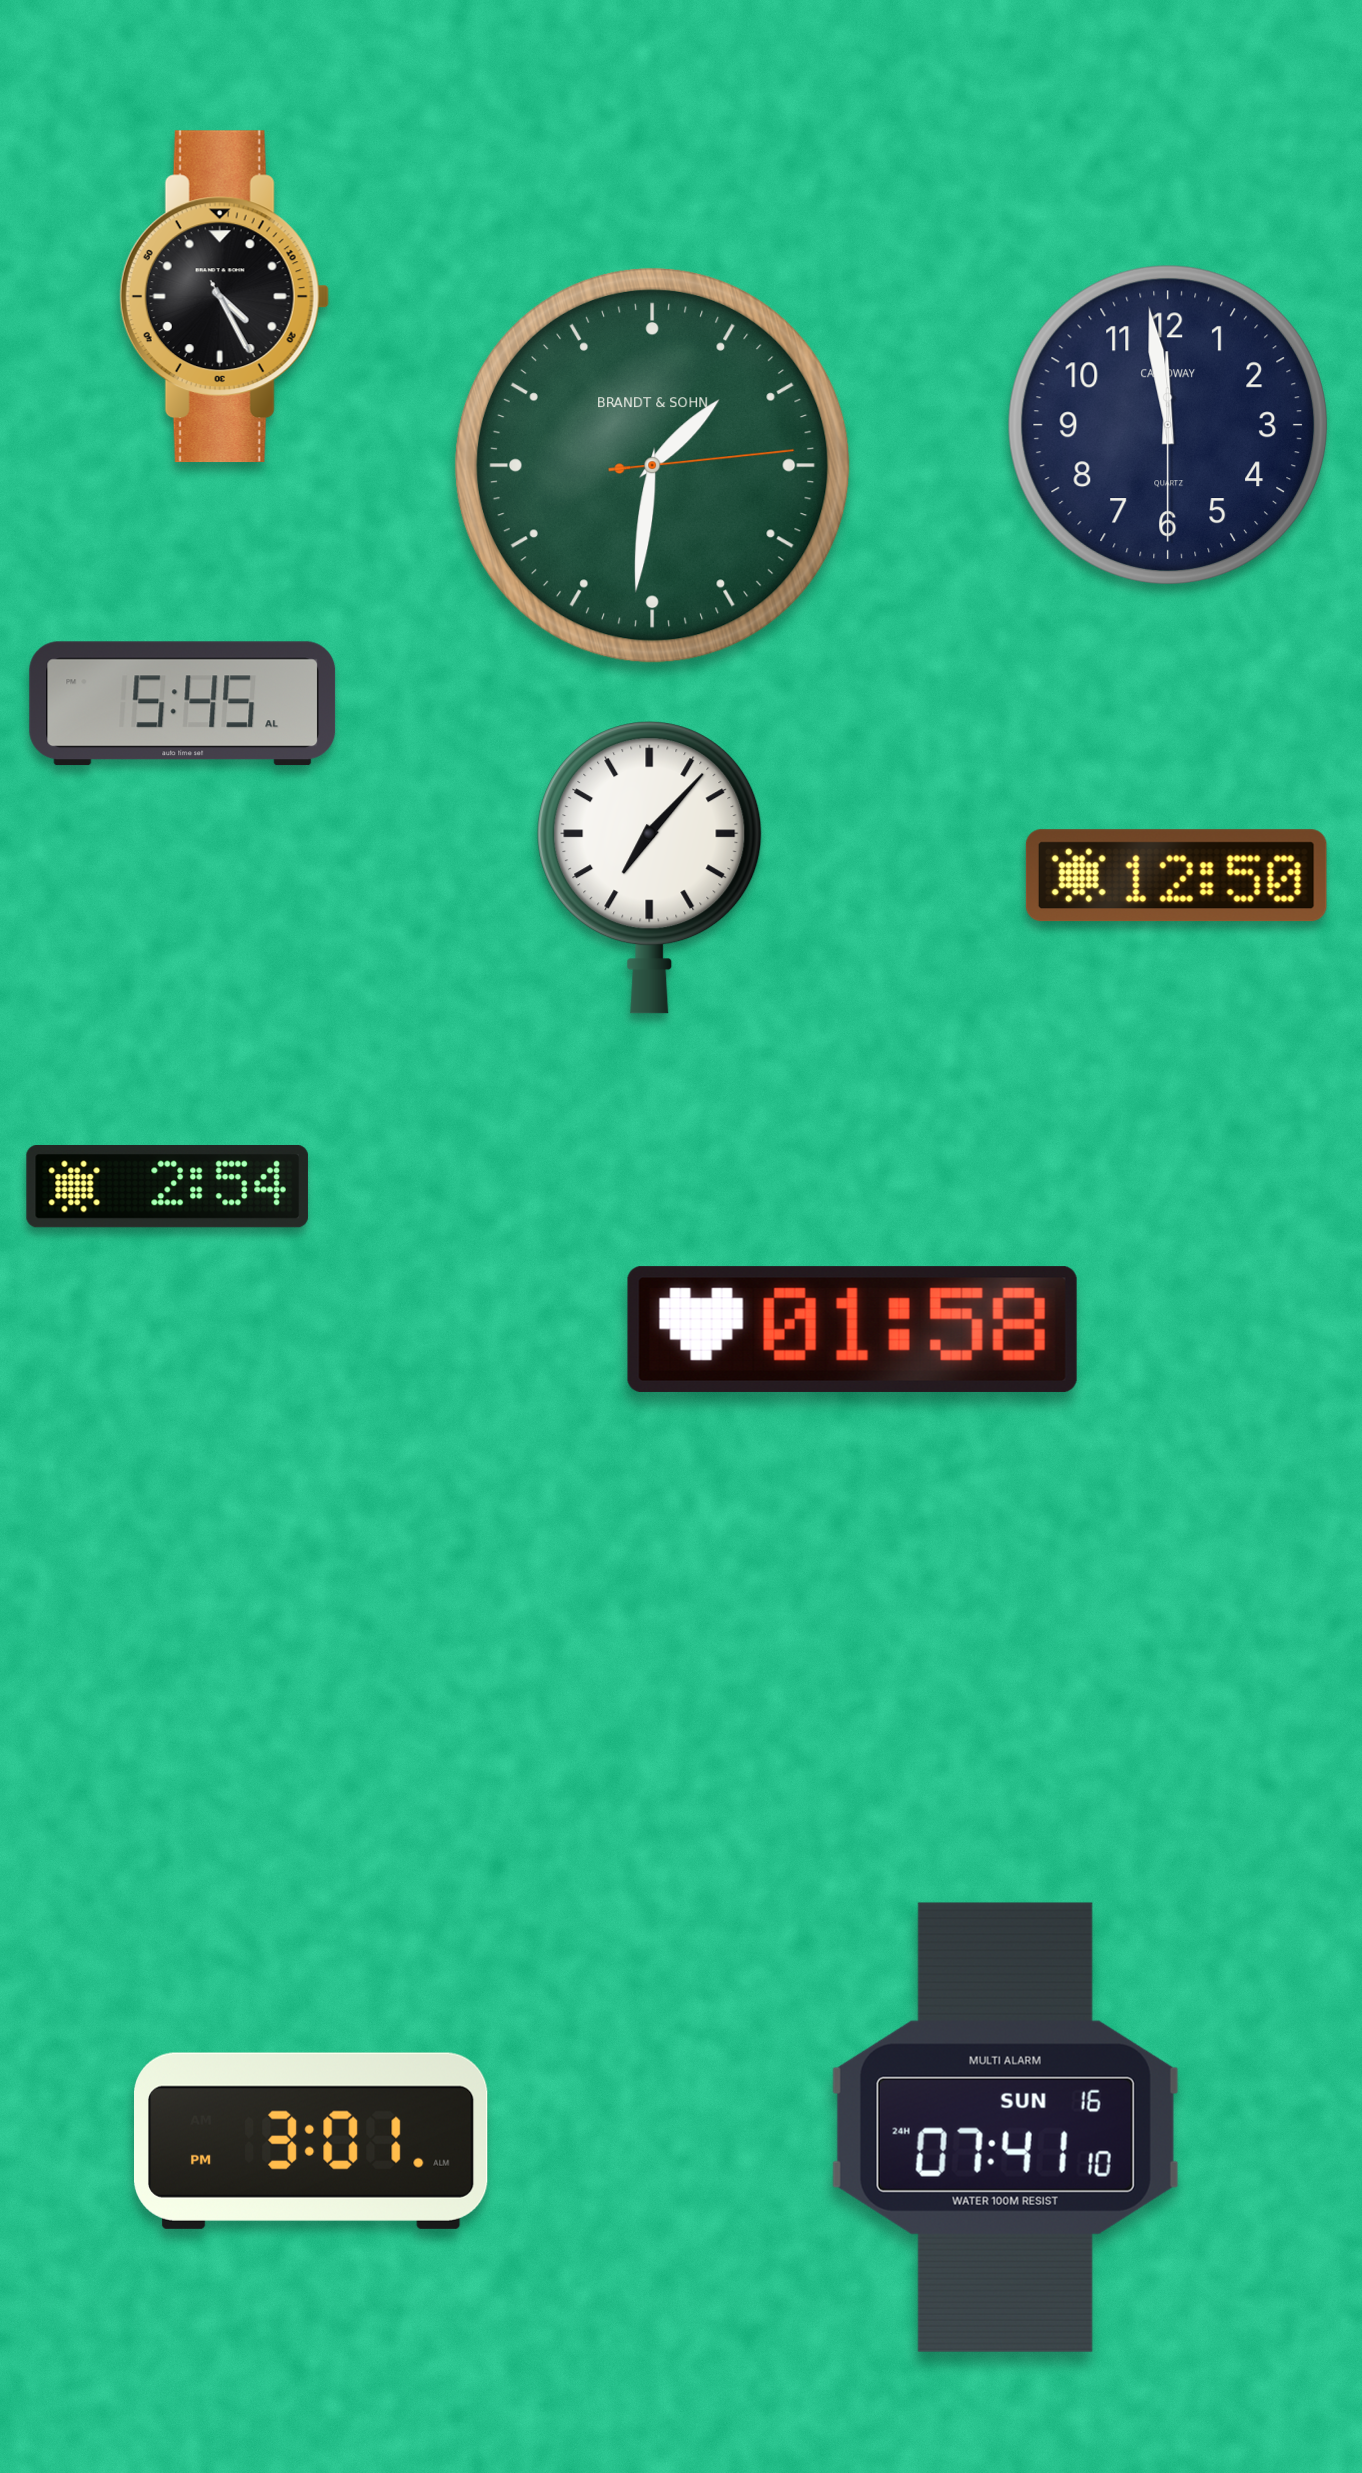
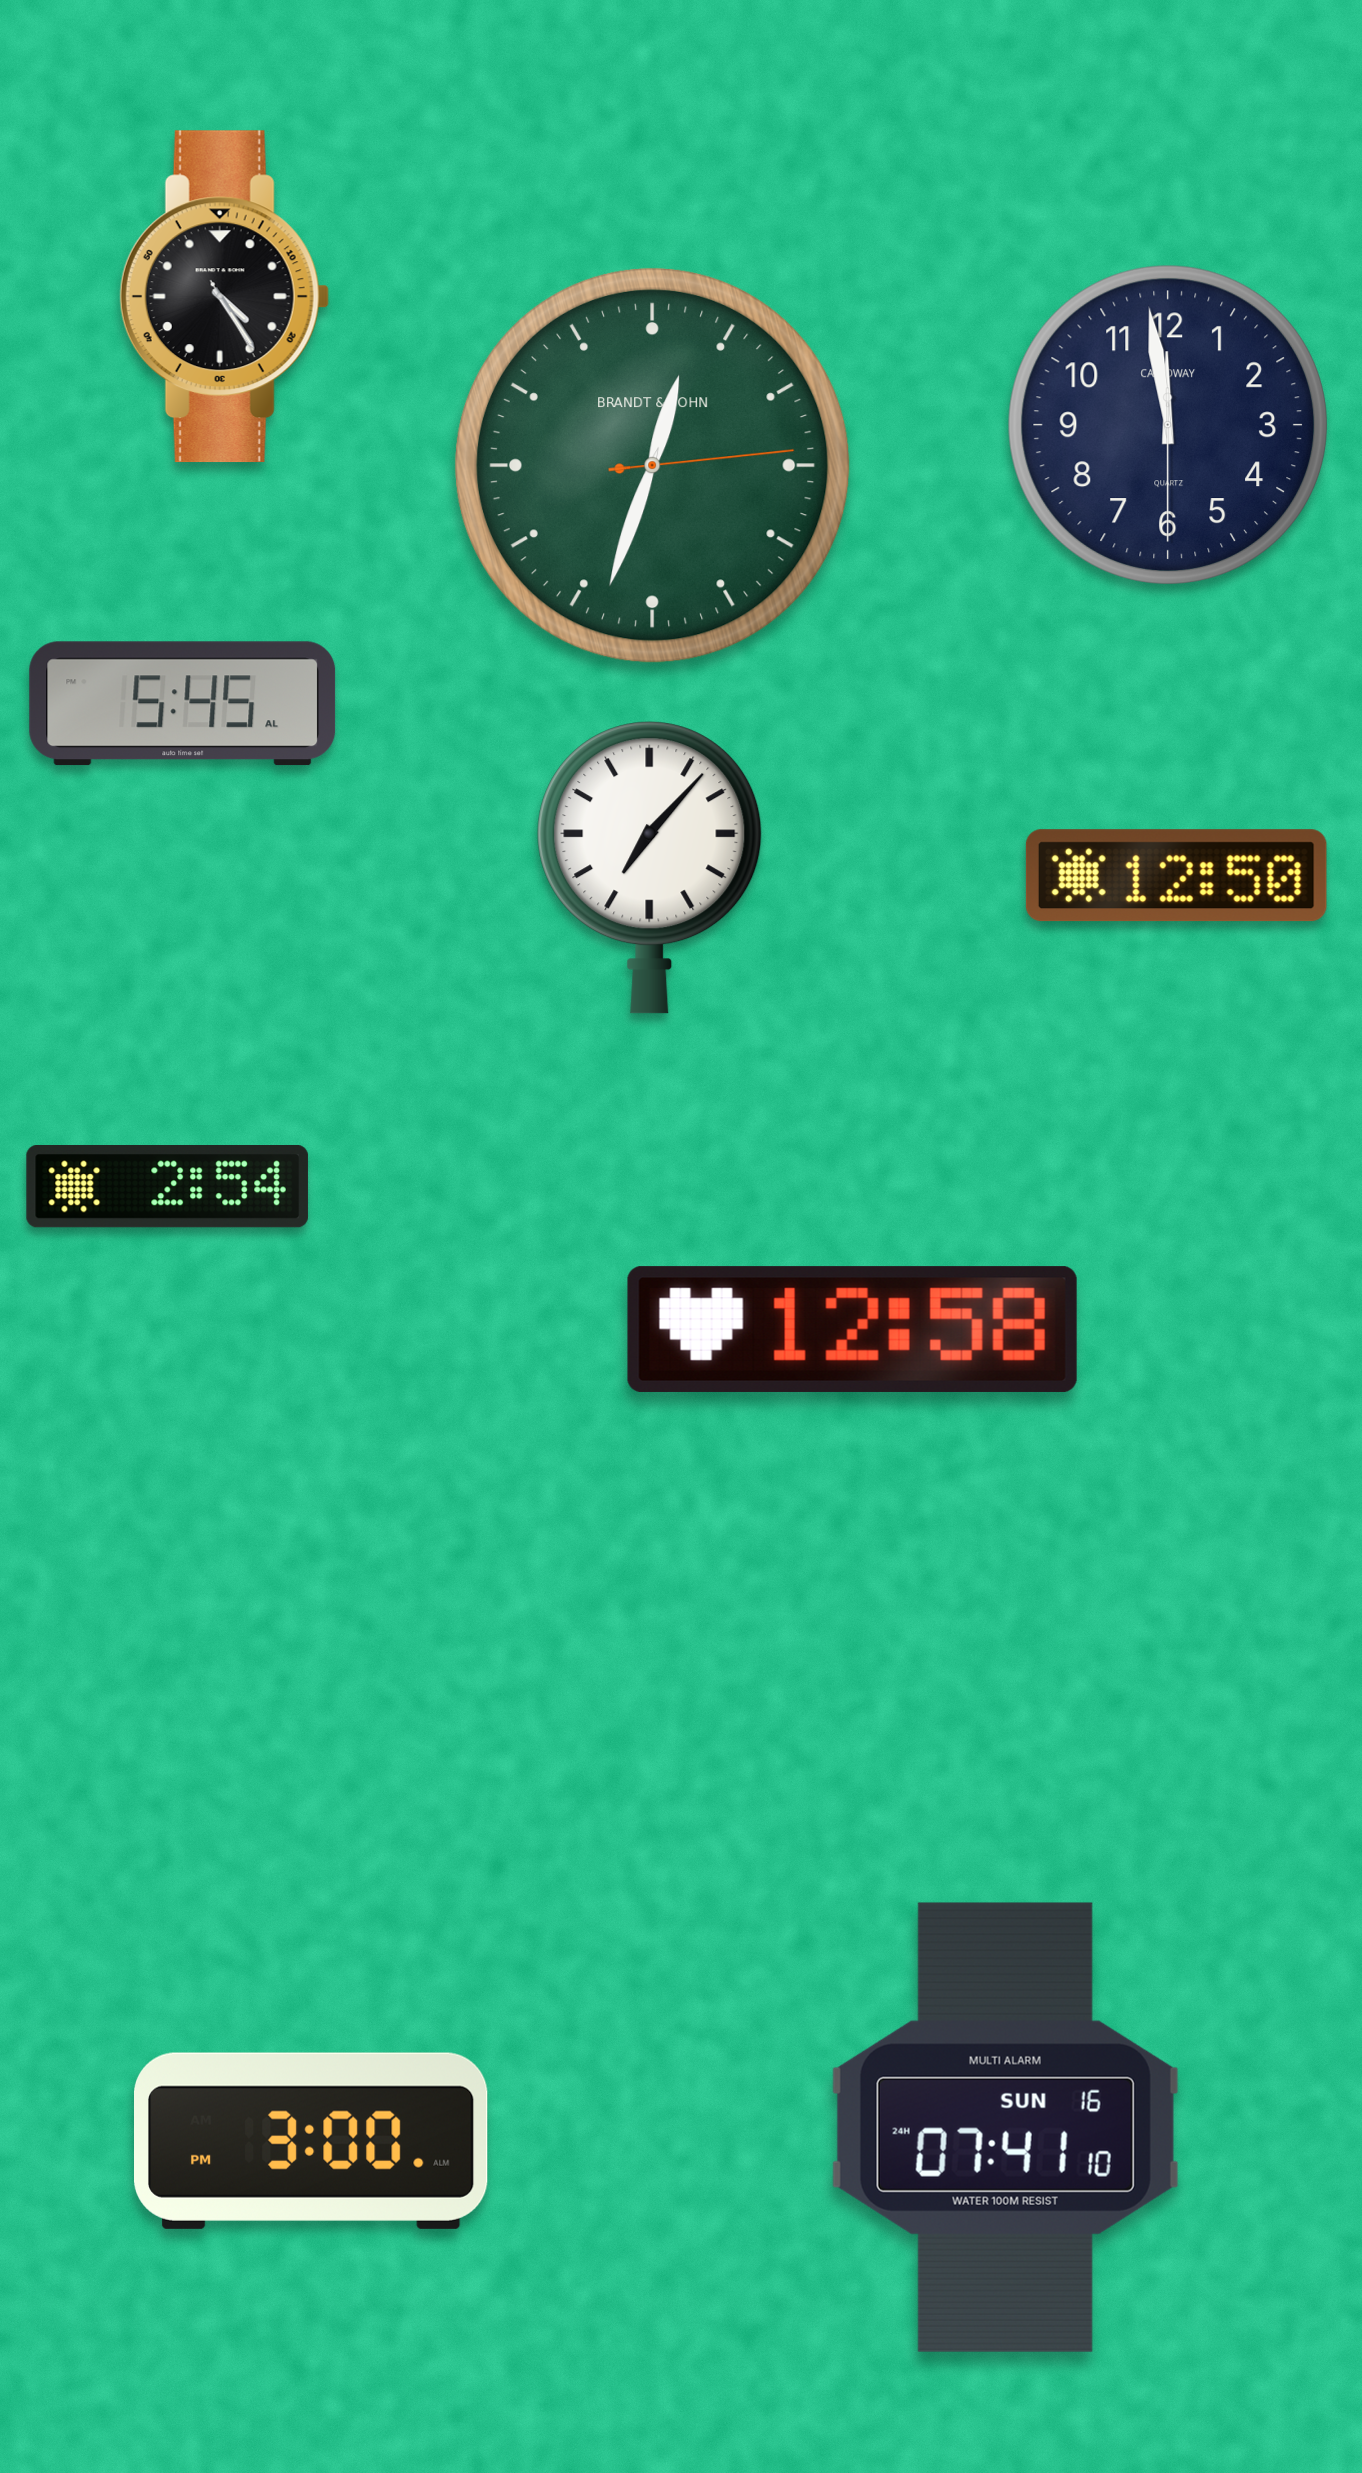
clock at (224, 297): 4:25 -> 4:24
clock at (652, 465): 1:31 -> 12:33
clock at (852, 1329): 01:58 -> 12:58
clock at (312, 2141): 3:01 -> 3:00
